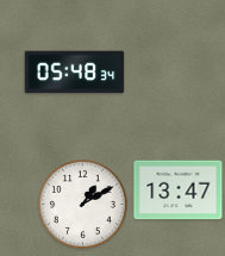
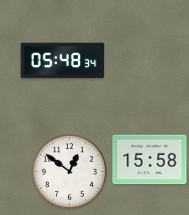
clock at (179, 191): 13:47 -> 15:58
clock at (83, 205): 1:10 -> 12:51
